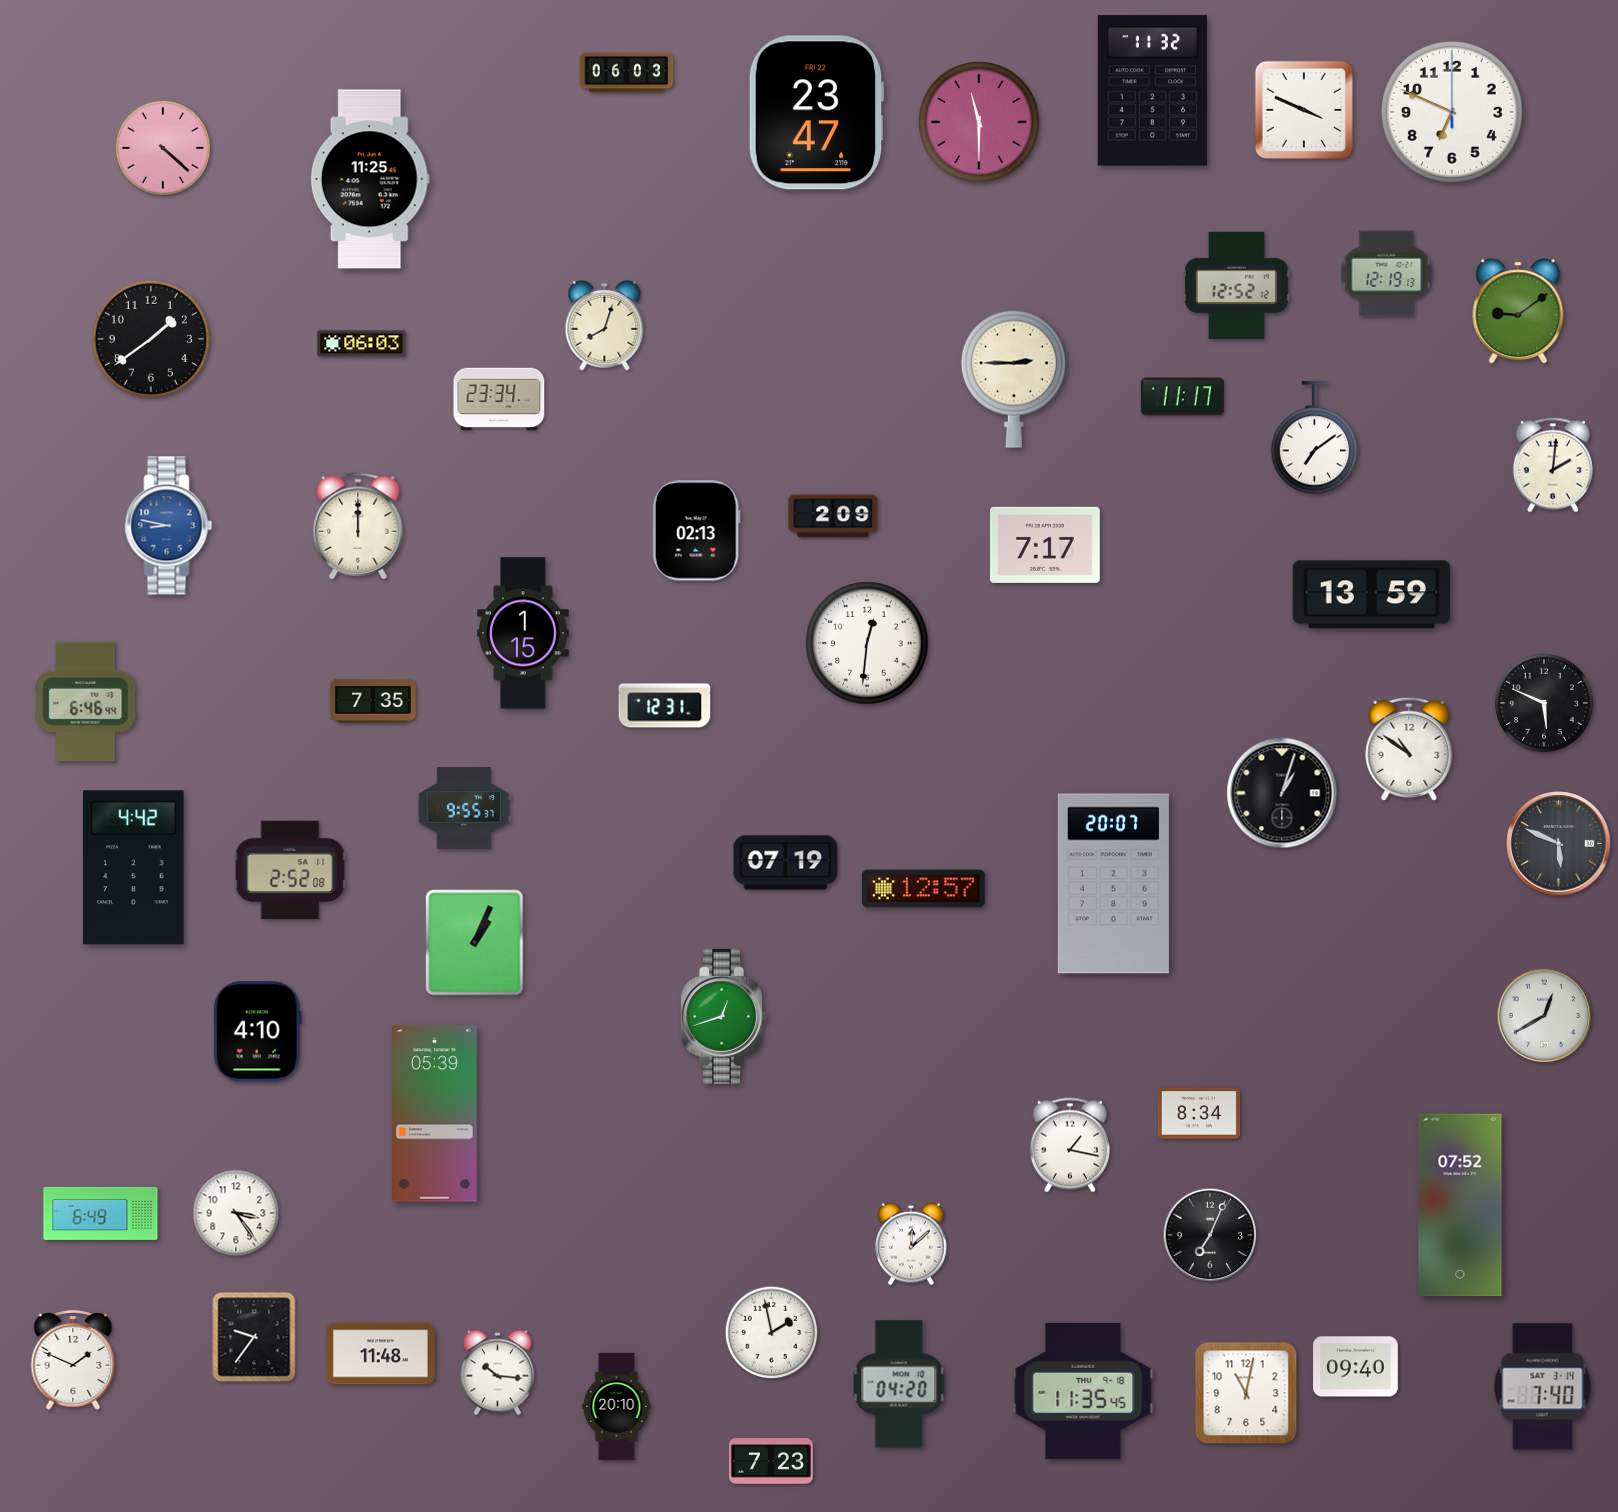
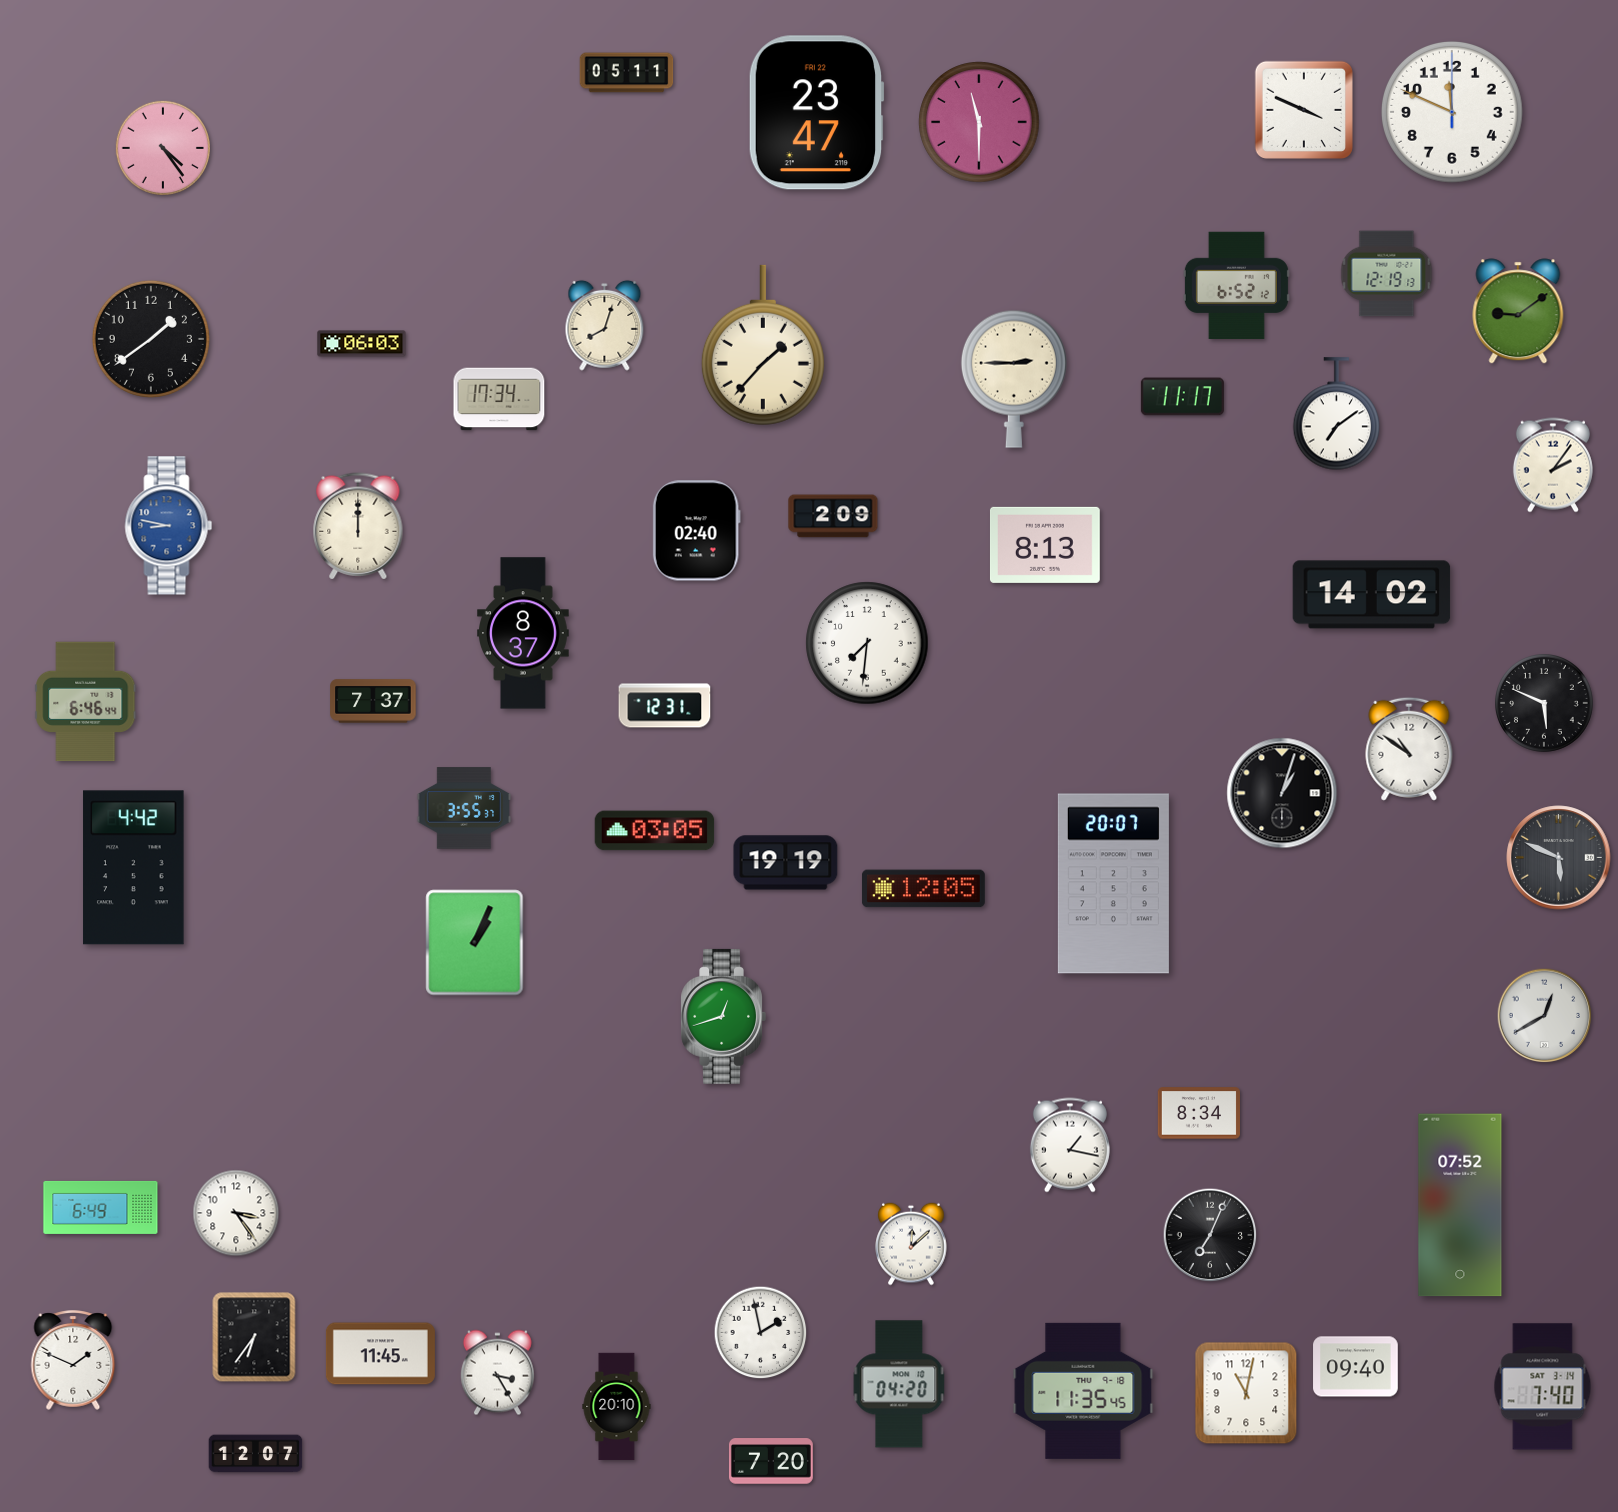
clock at (627, 73): 06:03 -> 05:11
clock at (1152, 91): 11:32 -> none
clock at (1452, 112): 6:49 -> 11:49
clock at (163, 148): 4:22 -> 4:24
clock at (370, 179): 11:25 -> none
clock at (1236, 285): 12:52 -> 6:52
clock at (763, 345): none -> 1:37
clock at (499, 399): 23:34 -> 17:34
clock at (1315, 438) position: (1315, 438) -> (1337, 414)
clock at (1553, 465): 2:01 -> 2:06
clock at (696, 531): 02:13 -> 02:40
clock at (1045, 545): 7:17 -> 8:13
clock at (1372, 595): 13:59 -> 14:02
clock at (523, 633): 1:15 -> 8:37
clock at (867, 643): 12:31 -> 7:31
clock at (373, 701): 7:35 -> 7:37
clock at (464, 808): 9:55 -> 3:55
clock at (655, 831): none -> 03:05
clock at (1559, 844) position: (1559, 844) -> (1559, 858)
clock at (786, 863): 07:19 -> 19:19
clock at (290, 869): 2:52 -> none
clock at (923, 889): 12:57 -> 12:05
clock at (257, 1032): 4:10 -> none
clock at (435, 1114): 05:39 -> none
clock at (101, 1213) position: (101, 1213) -> (101, 1207)
clock at (772, 1333) position: (772, 1333) -> (761, 1333)
clock at (254, 1337): 9:36 -> 6:36
clock at (380, 1354): 11:48 -> 11:45
clock at (497, 1373): 10:16 -> 3:25
clock at (256, 1454): none -> 12:07
clock at (771, 1461): 7:23 -> 7:20
